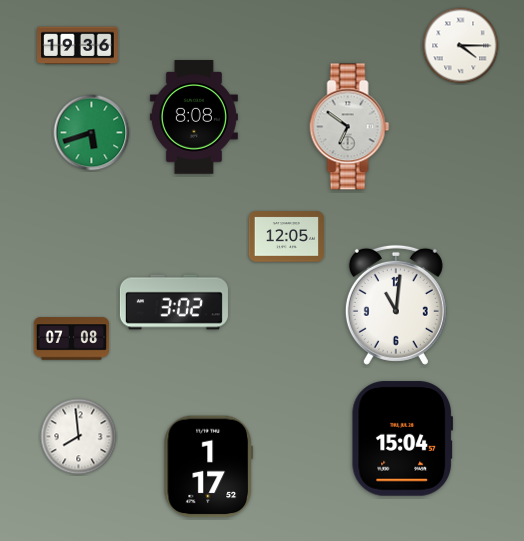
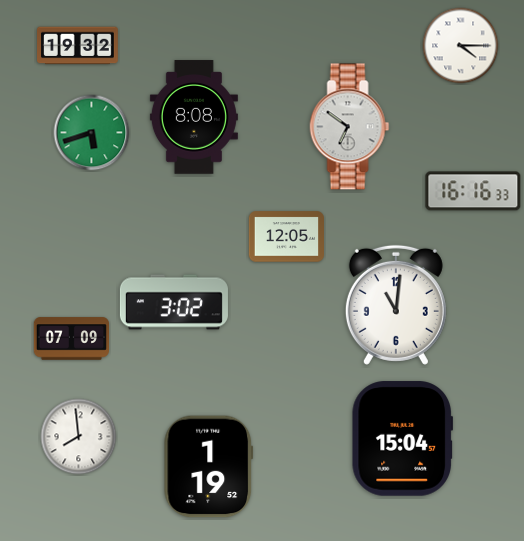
clock at (78, 46): 19:36 -> 19:32
clock at (473, 191): none -> 16:16
clock at (72, 339): 07:08 -> 07:09
clock at (209, 467): 1:17 -> 1:19
